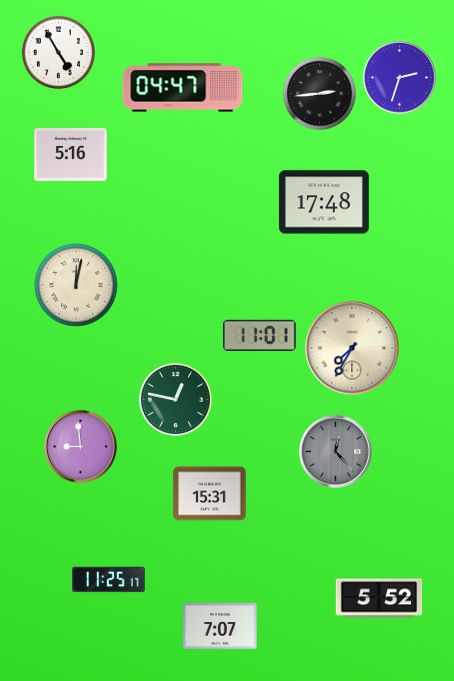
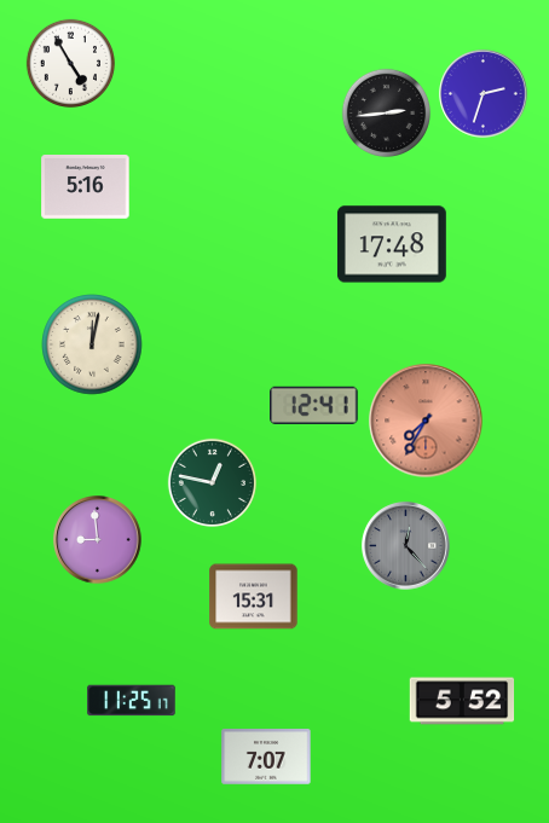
clock at (183, 88): 04:47 -> none
clock at (260, 335): 11:01 -> 12:41
clock at (352, 348) dial: cream -> salmon
clock at (379, 598) position: (379, 598) -> (462, 701)
